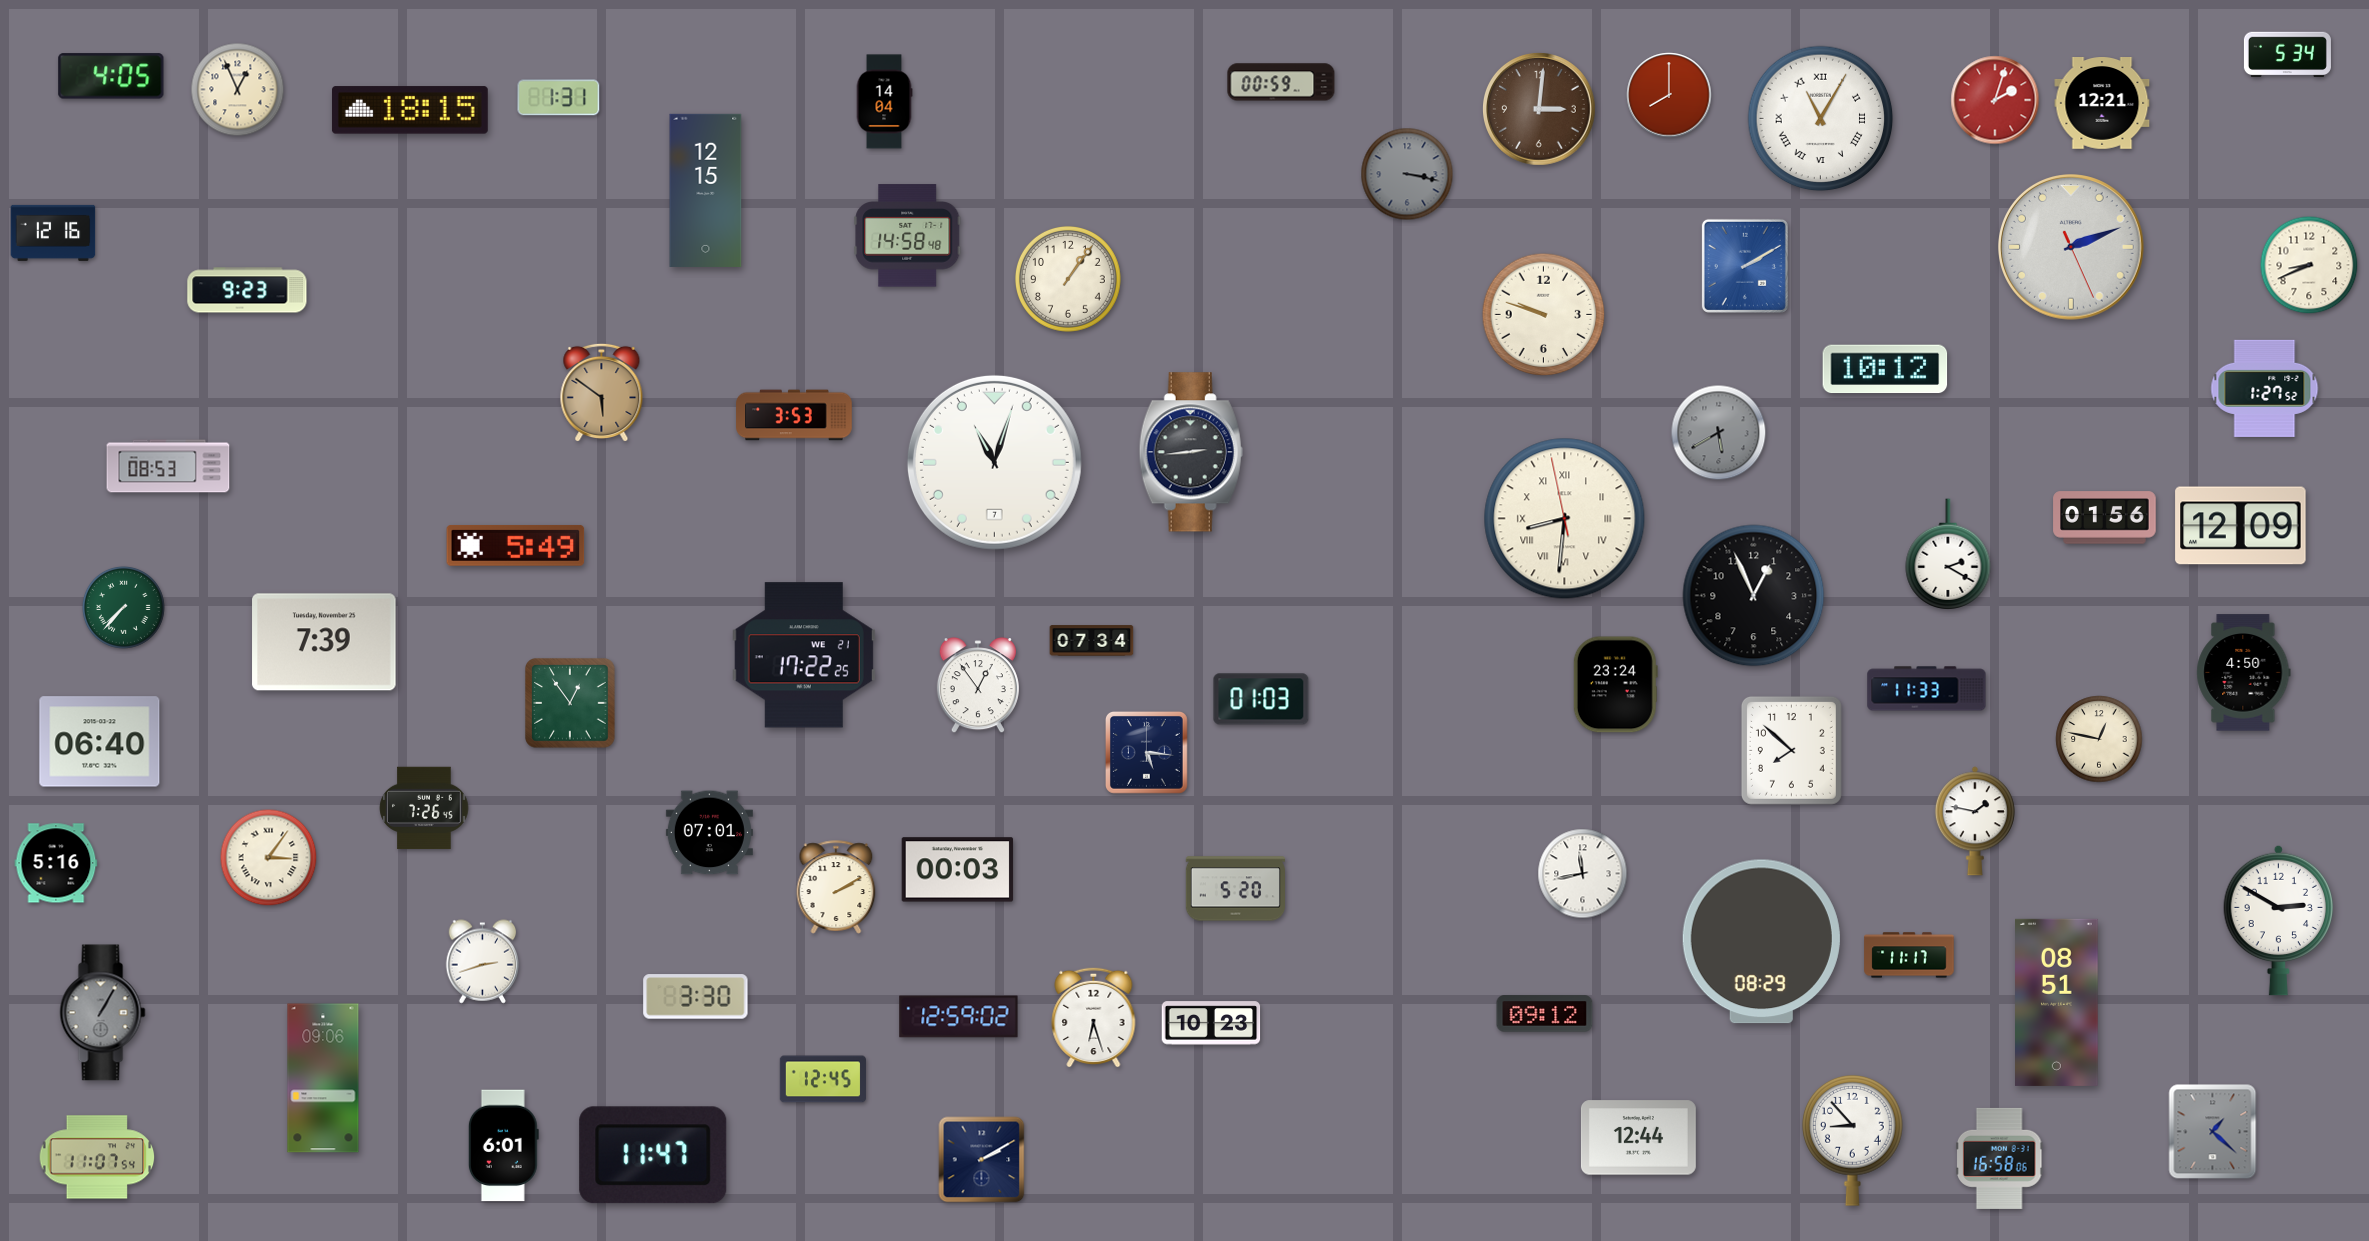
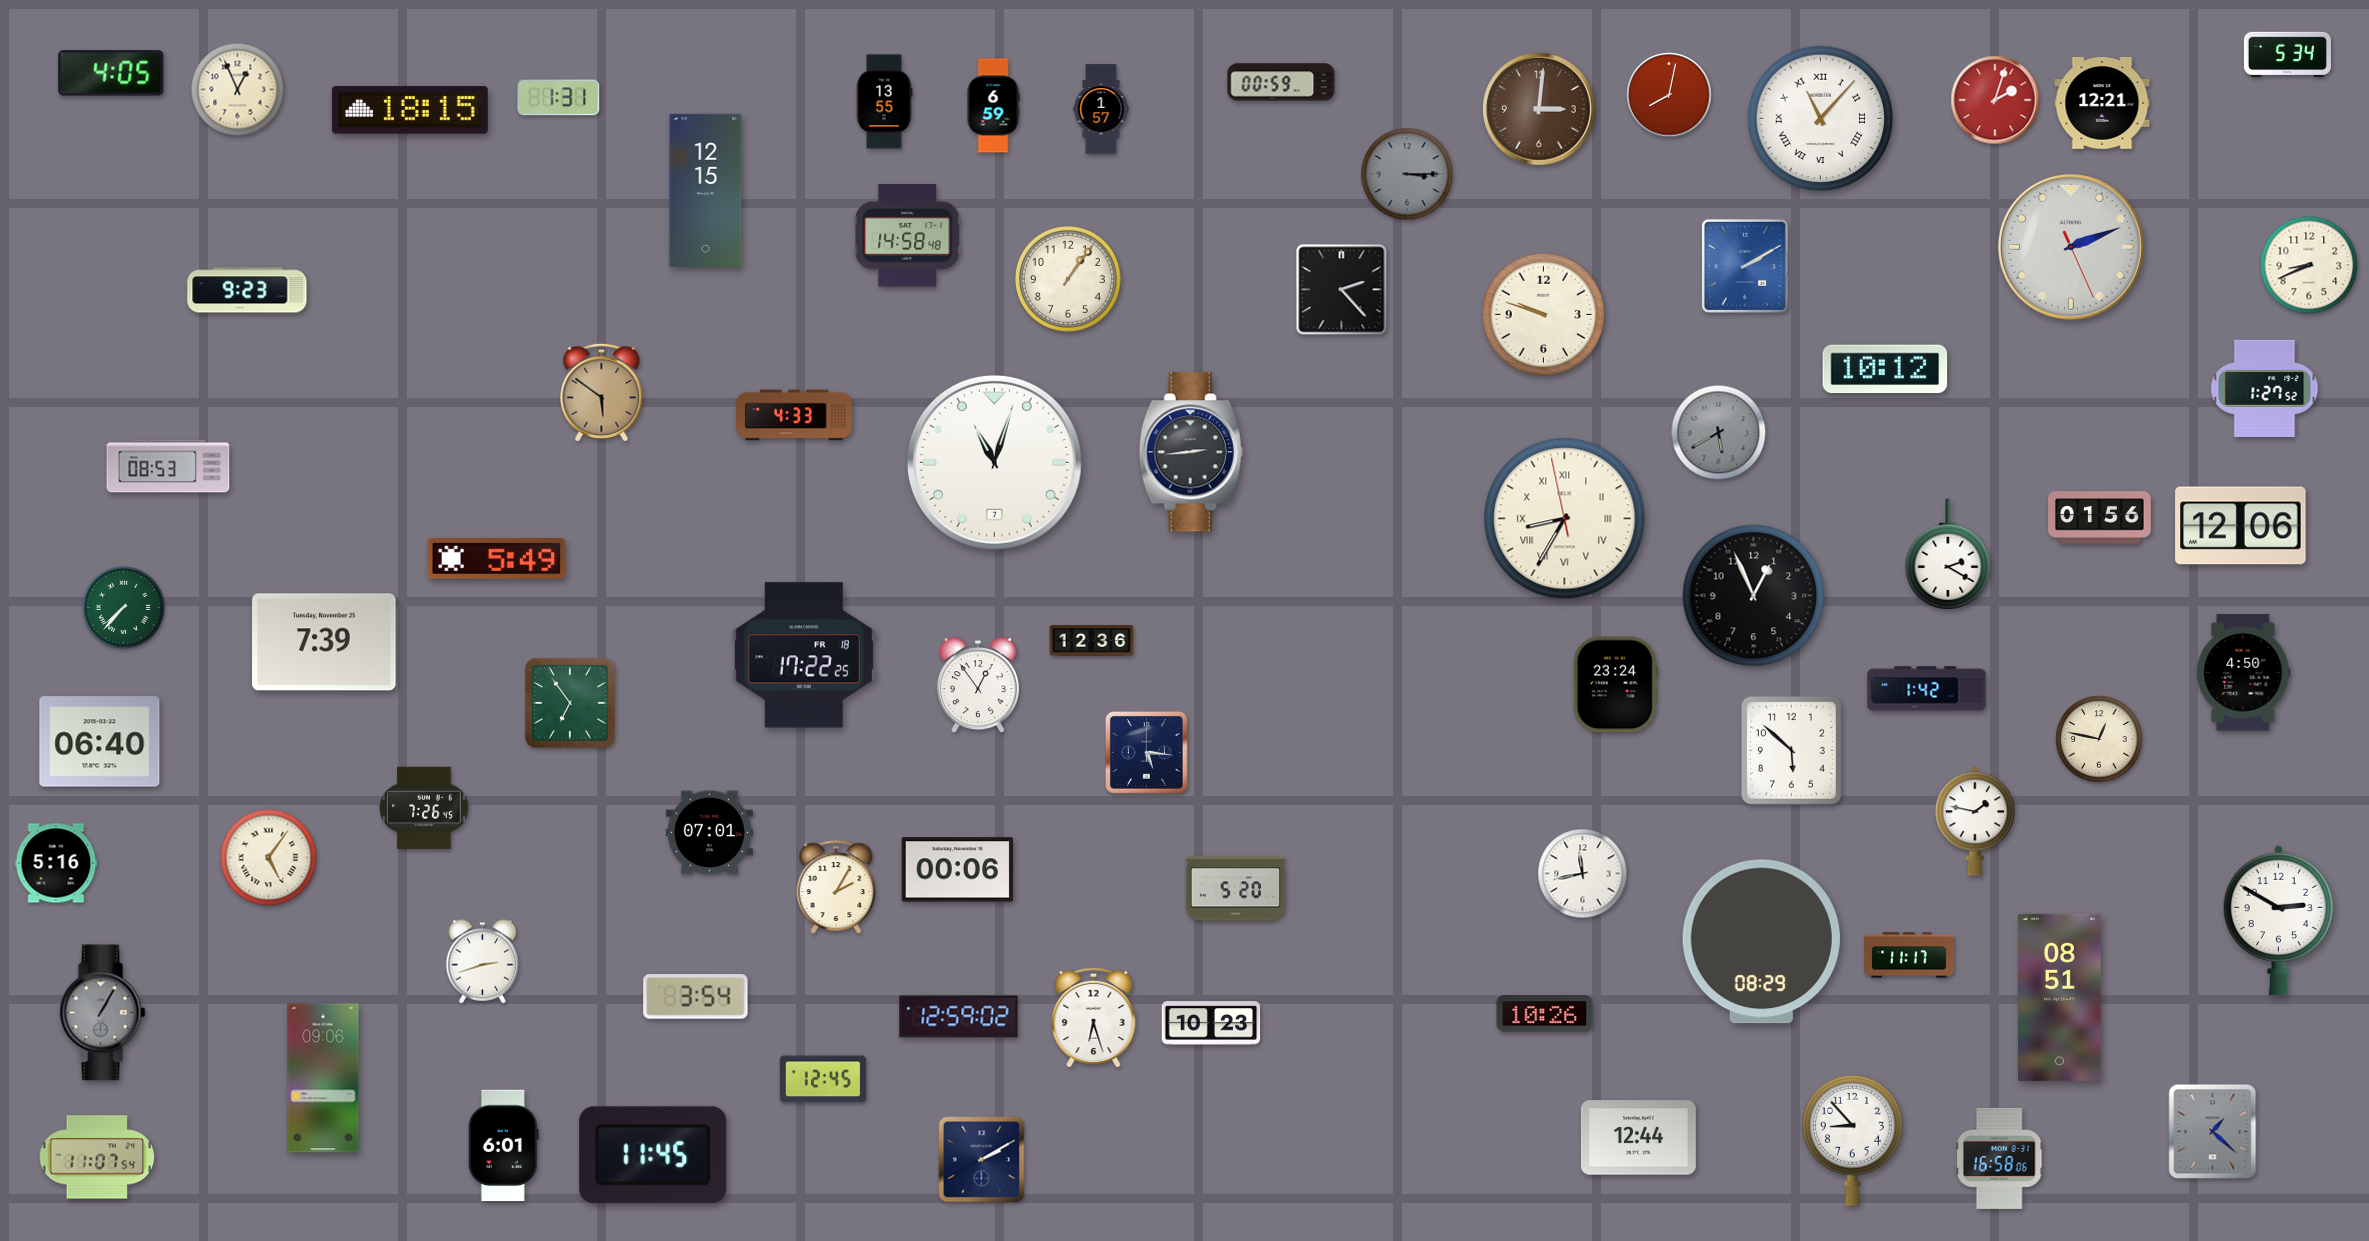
clock at (111, 76) position: (111, 76) -> (111, 73)
clock at (1669, 95): 8:00 -> 8:02
clock at (884, 102): 14:04 -> 13:55
clock at (993, 106): none -> 6:59
clock at (1101, 109): none -> 1:57
clock at (1821, 119): 11:05 -> 11:07
clock at (1407, 174): 3:17 -> 3:15
clock at (53, 233): 12:16 -> none
clock at (1342, 290): none -> 2:23
clock at (794, 415): 3:53 -> 4:33
clock at (2105, 518) position: (2105, 518) -> (2100, 518)
clock at (1565, 519): 8:30 -> 8:34
clock at (2241, 526): 12:09 -> 12:06
clock at (516, 545) position: (516, 545) -> (497, 558)
clock at (1092, 641): 07:34 -> 12:36
clock at (804, 655) date: WE 21 -> FR 18
clock at (1927, 689): 11:33 -> 1:42
clock at (1261, 699): 01:03 -> none
clock at (571, 704): 12:54 -> 6:54
clock at (1791, 750): 7:52 -> 5:52
clock at (269, 858): 3:06 -> 5:06
clock at (958, 870): 00:03 -> 00:06
clock at (836, 887): 2:10 -> 2:05
clock at (696, 997): 3:30 -> 3:54
clock at (2057, 1002) position: (2057, 1002) -> (2060, 997)
clock at (1545, 1014): 09:12 -> 10:26
clock at (653, 1155): 11:47 -> 11:45
